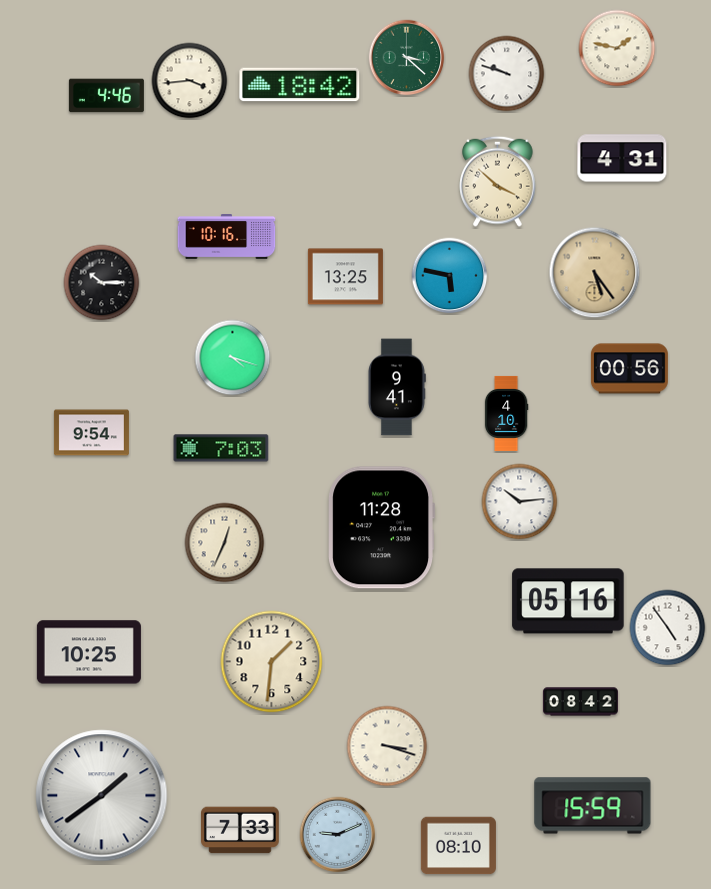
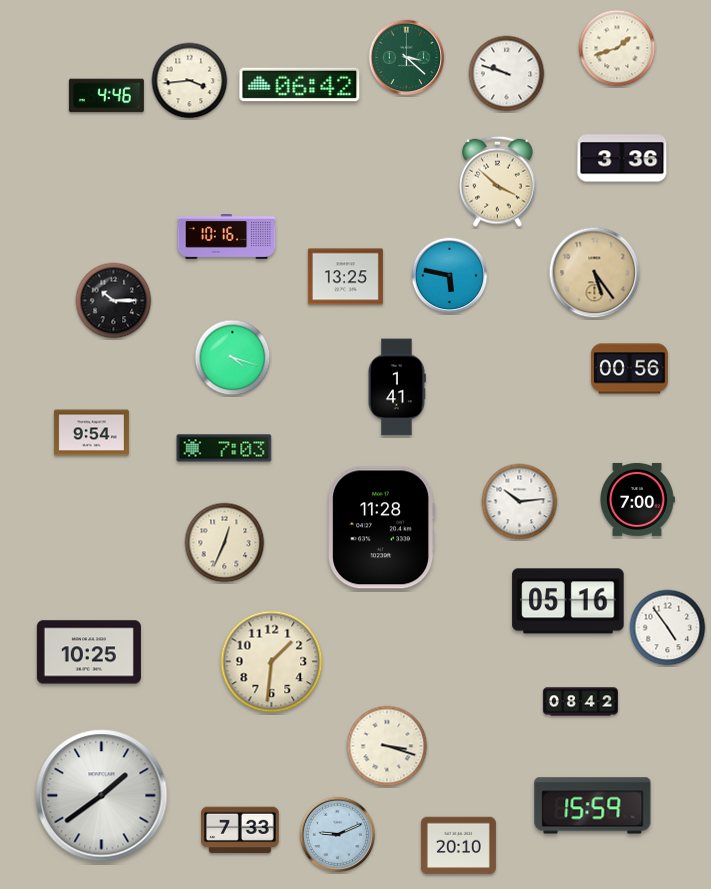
clock at (617, 48): 1:47 -> 1:42
clock at (300, 85): 18:42 -> 06:42
clock at (622, 158): 4:31 -> 3:36
clock at (102, 283) position: (102, 283) -> (114, 301)
clock at (397, 387): 9:41 -> 1:41
clock at (506, 413): 4:10 -> none
clock at (221, 448) position: (221, 448) -> (224, 448)
clock at (638, 499): none -> 7:00
clock at (458, 846): 08:10 -> 20:10
